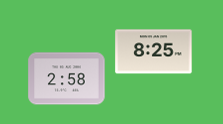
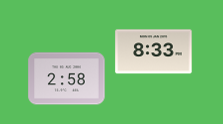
clock at (154, 52): 8:25 -> 8:33
